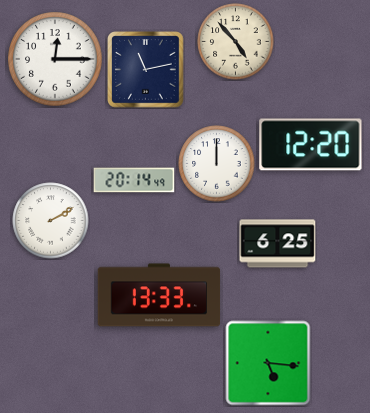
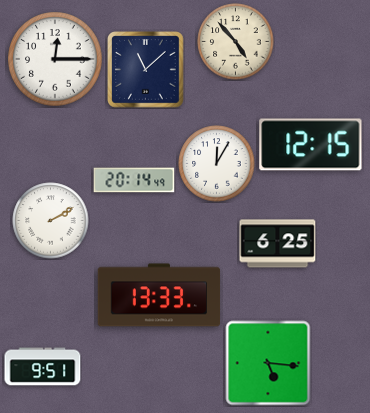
clock at (146, 70): 11:13 -> 11:08
clock at (311, 145): 12:20 -> 12:15
clock at (217, 164): 12:00 -> 12:05
clock at (43, 367): none -> 9:51
